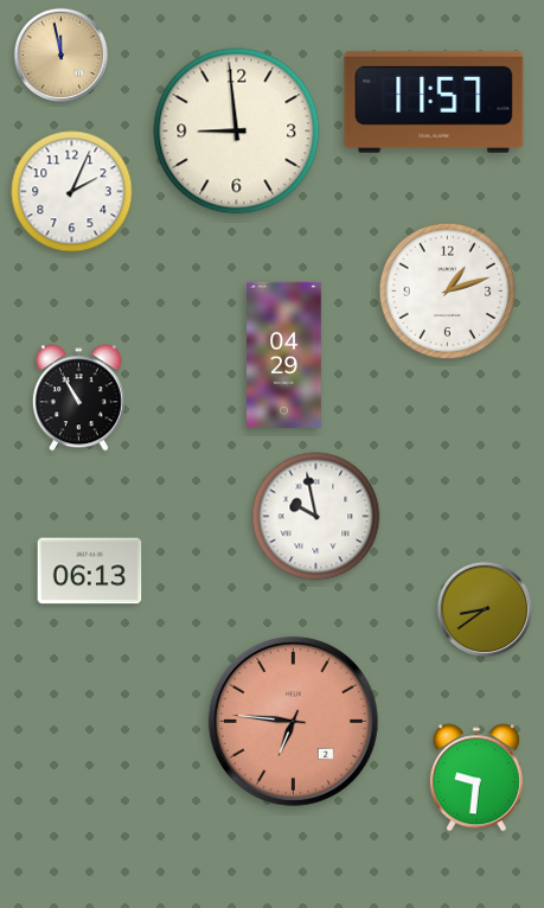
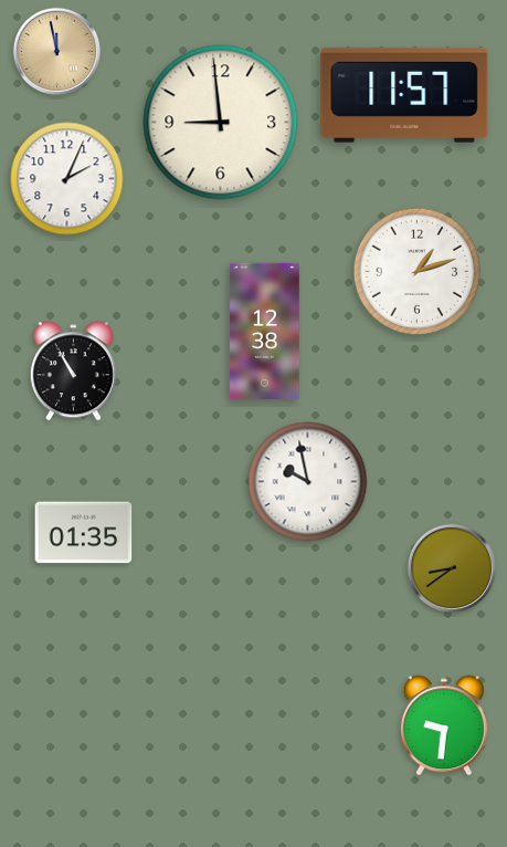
clock at (284, 354): 04:29 -> 12:38
clock at (316, 517) position: (316, 517) -> (308, 482)
clock at (90, 571): 06:13 -> 01:35
clock at (293, 721): 6:46 -> none
